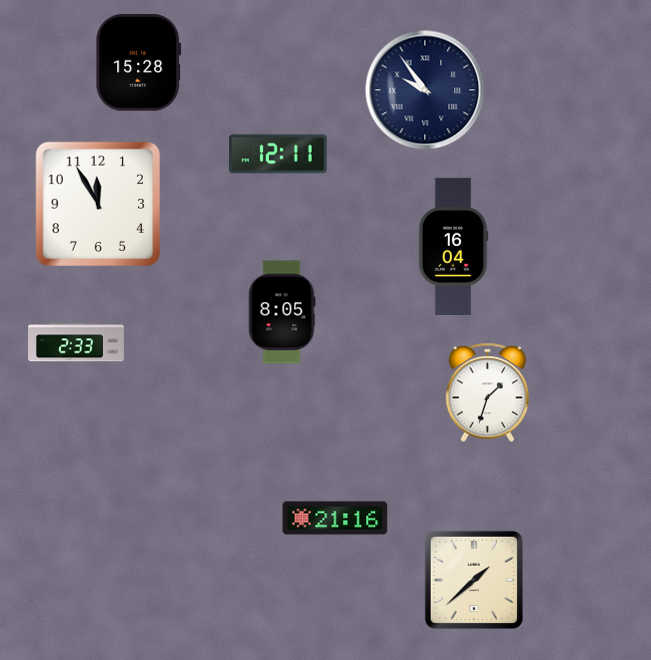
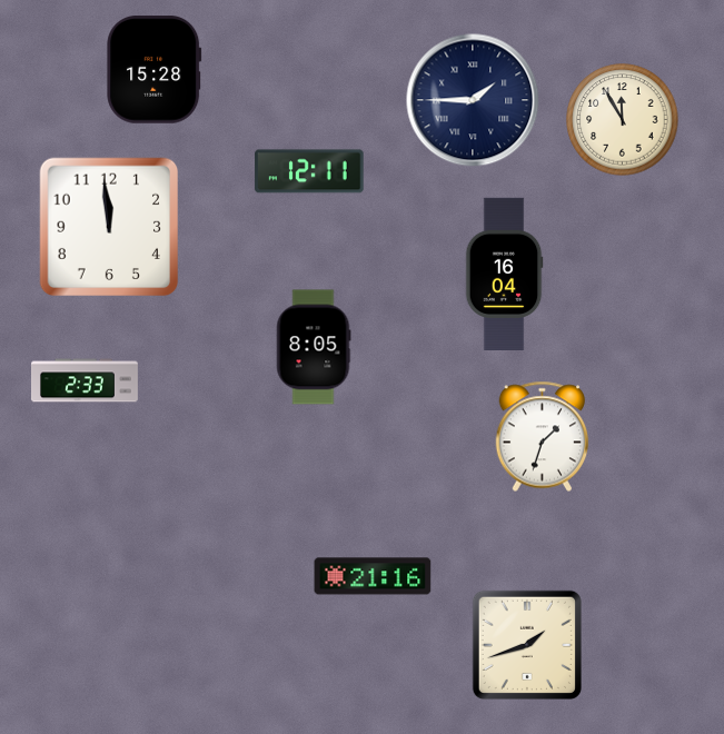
clock at (425, 90): 9:54 -> 1:45
clock at (623, 120): none -> 11:55
clock at (98, 204): 11:55 -> 11:59
clock at (474, 580): 1:38 -> 1:42
